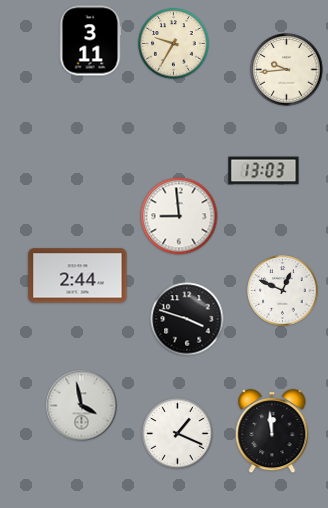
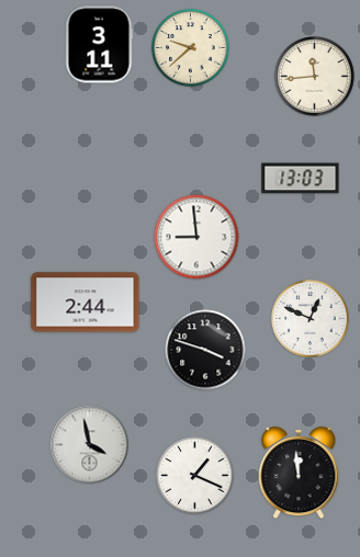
clock at (174, 44): 9:35 -> 9:38
clock at (287, 70): 9:44 -> 11:44
clock at (264, 171) position: (264, 171) -> (301, 179)
